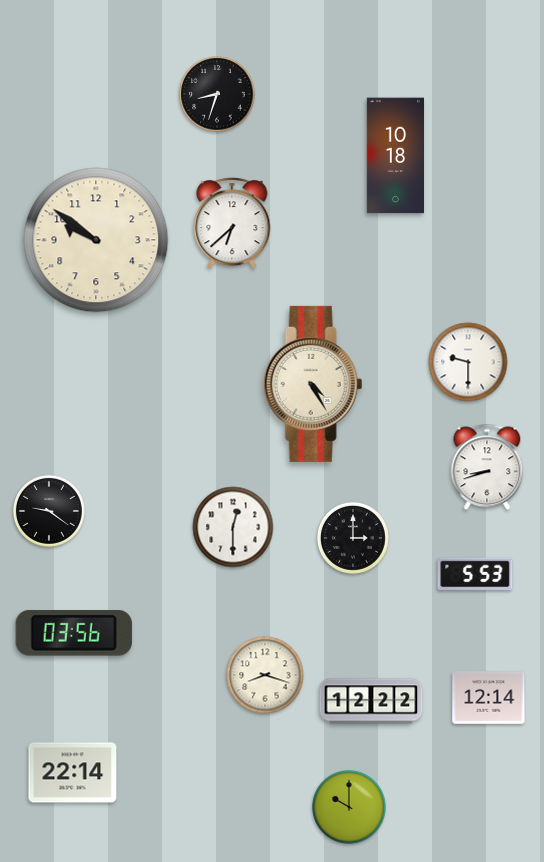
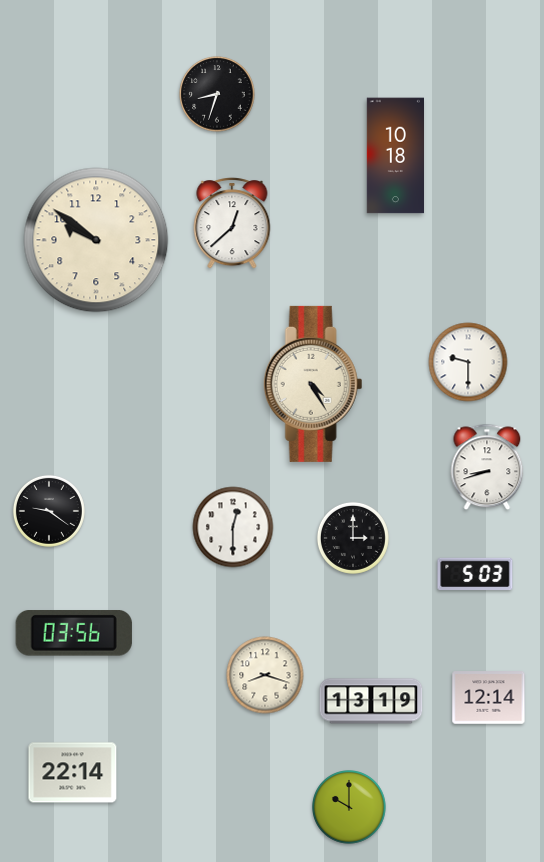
clock at (232, 223): 6:38 -> 12:38
clock at (475, 574): 5:53 -> 5:03
clock at (371, 701): 12:22 -> 13:19
